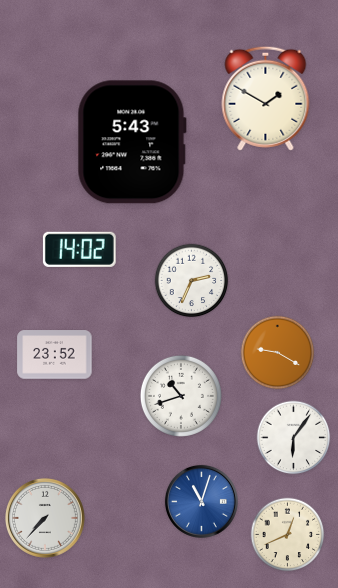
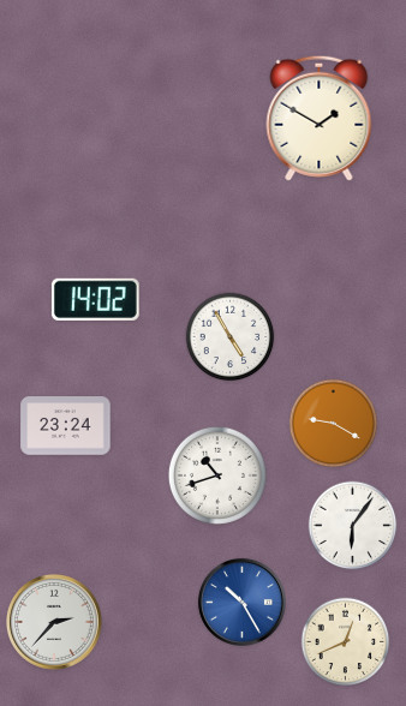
clock at (132, 142): 5:43 -> none
clock at (192, 281): 2:34 -> 4:55
clock at (55, 355): 23:52 -> 23:24
clock at (201, 501): 11:03 -> 10:25
clock at (45, 518): 7:37 -> 2:37
